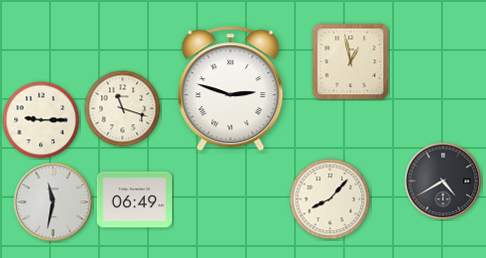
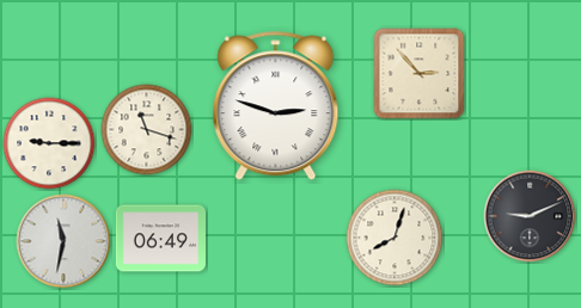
clock at (351, 62): 12:58 -> 2:53
clock at (443, 181): 4:40 -> 9:11
clock at (330, 199): 8:07 -> 8:03
